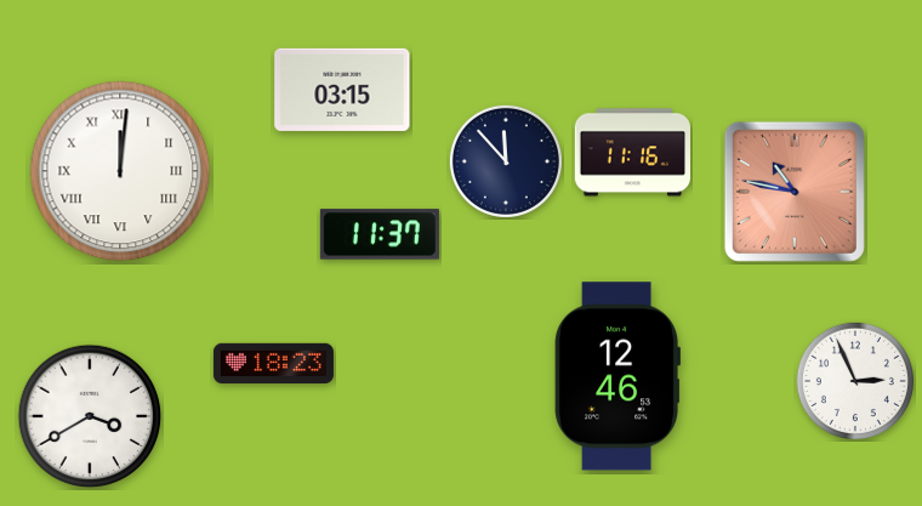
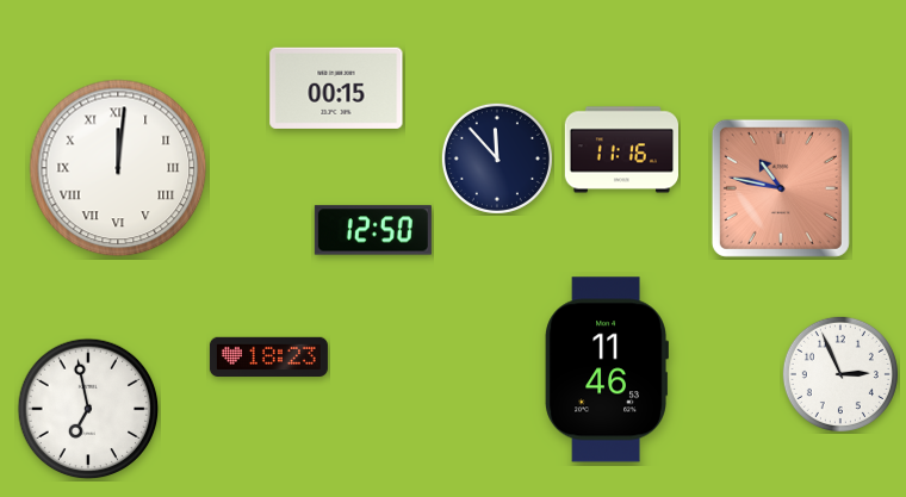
clock at (342, 90): 03:15 -> 00:15
clock at (380, 234): 11:37 -> 12:50
clock at (616, 376): 12:46 -> 11:46
clock at (90, 416): 3:40 -> 6:58
